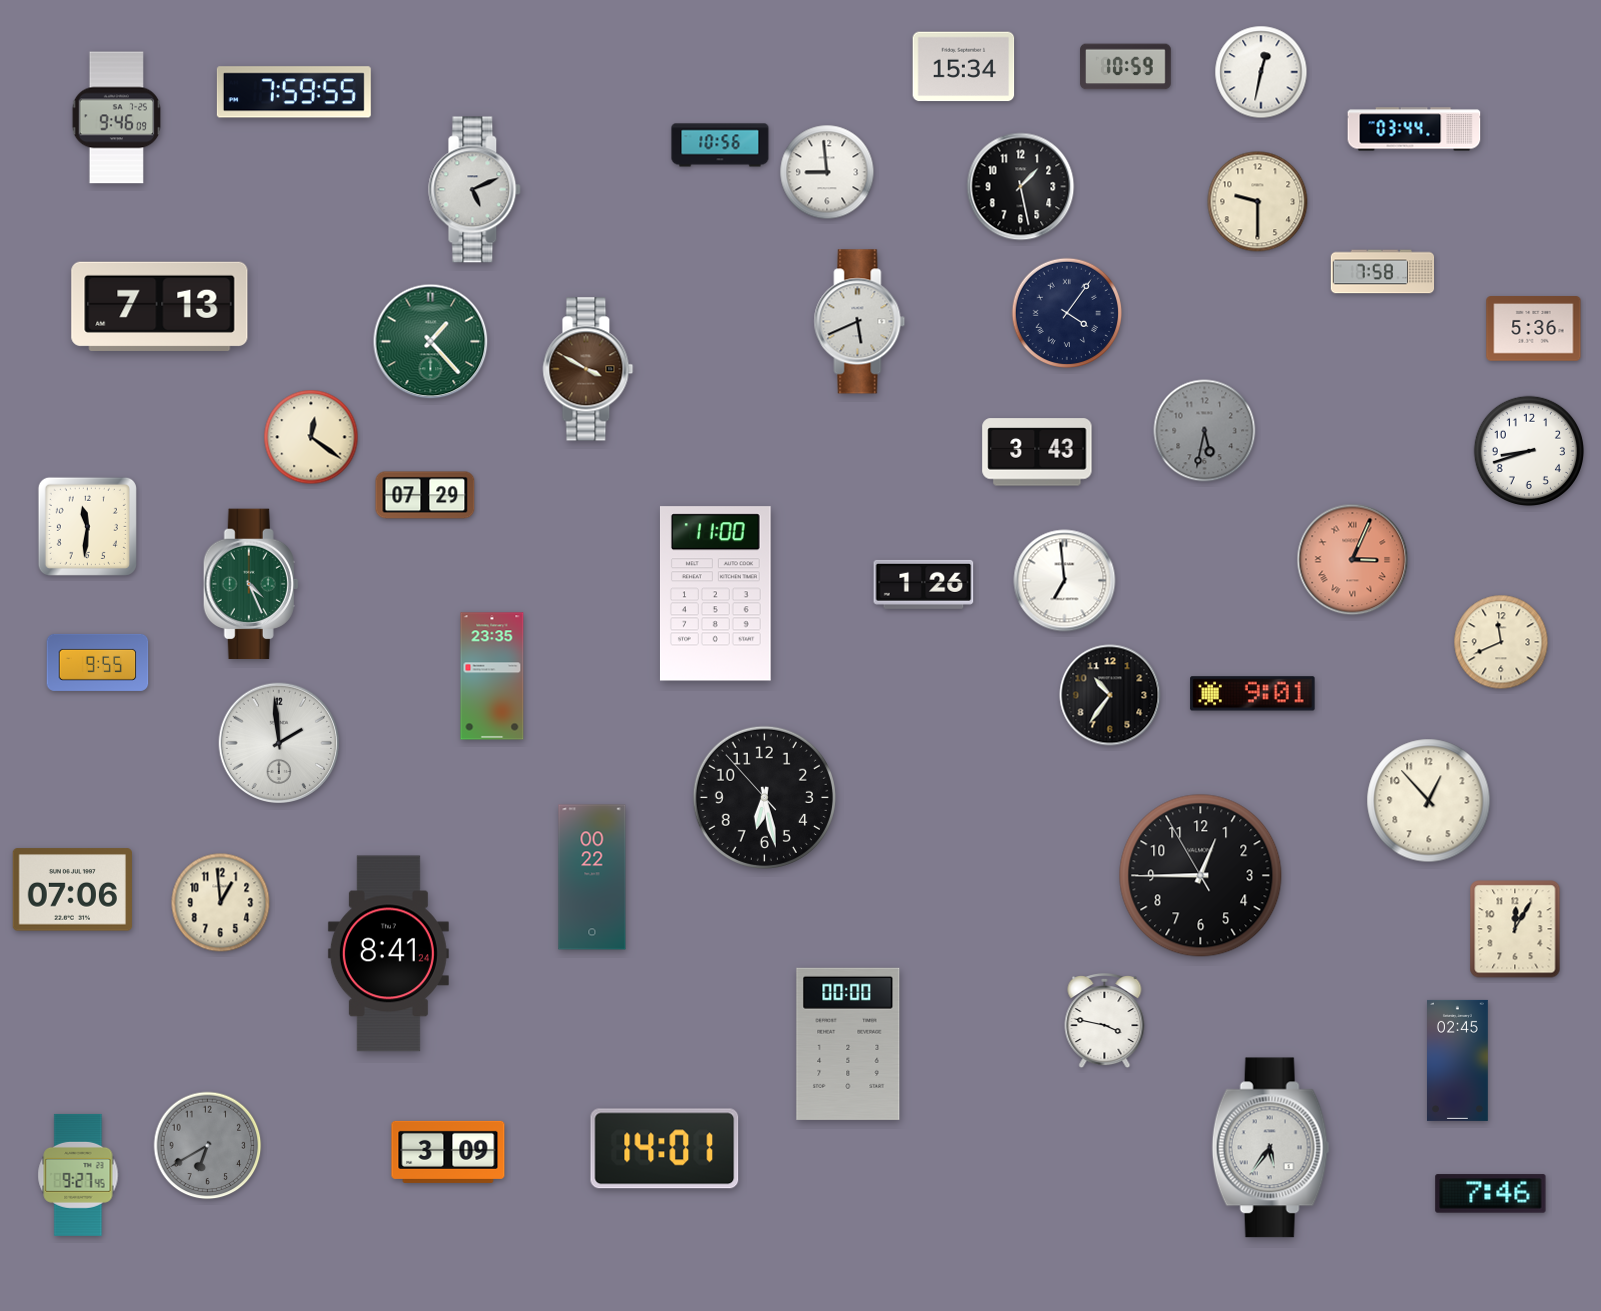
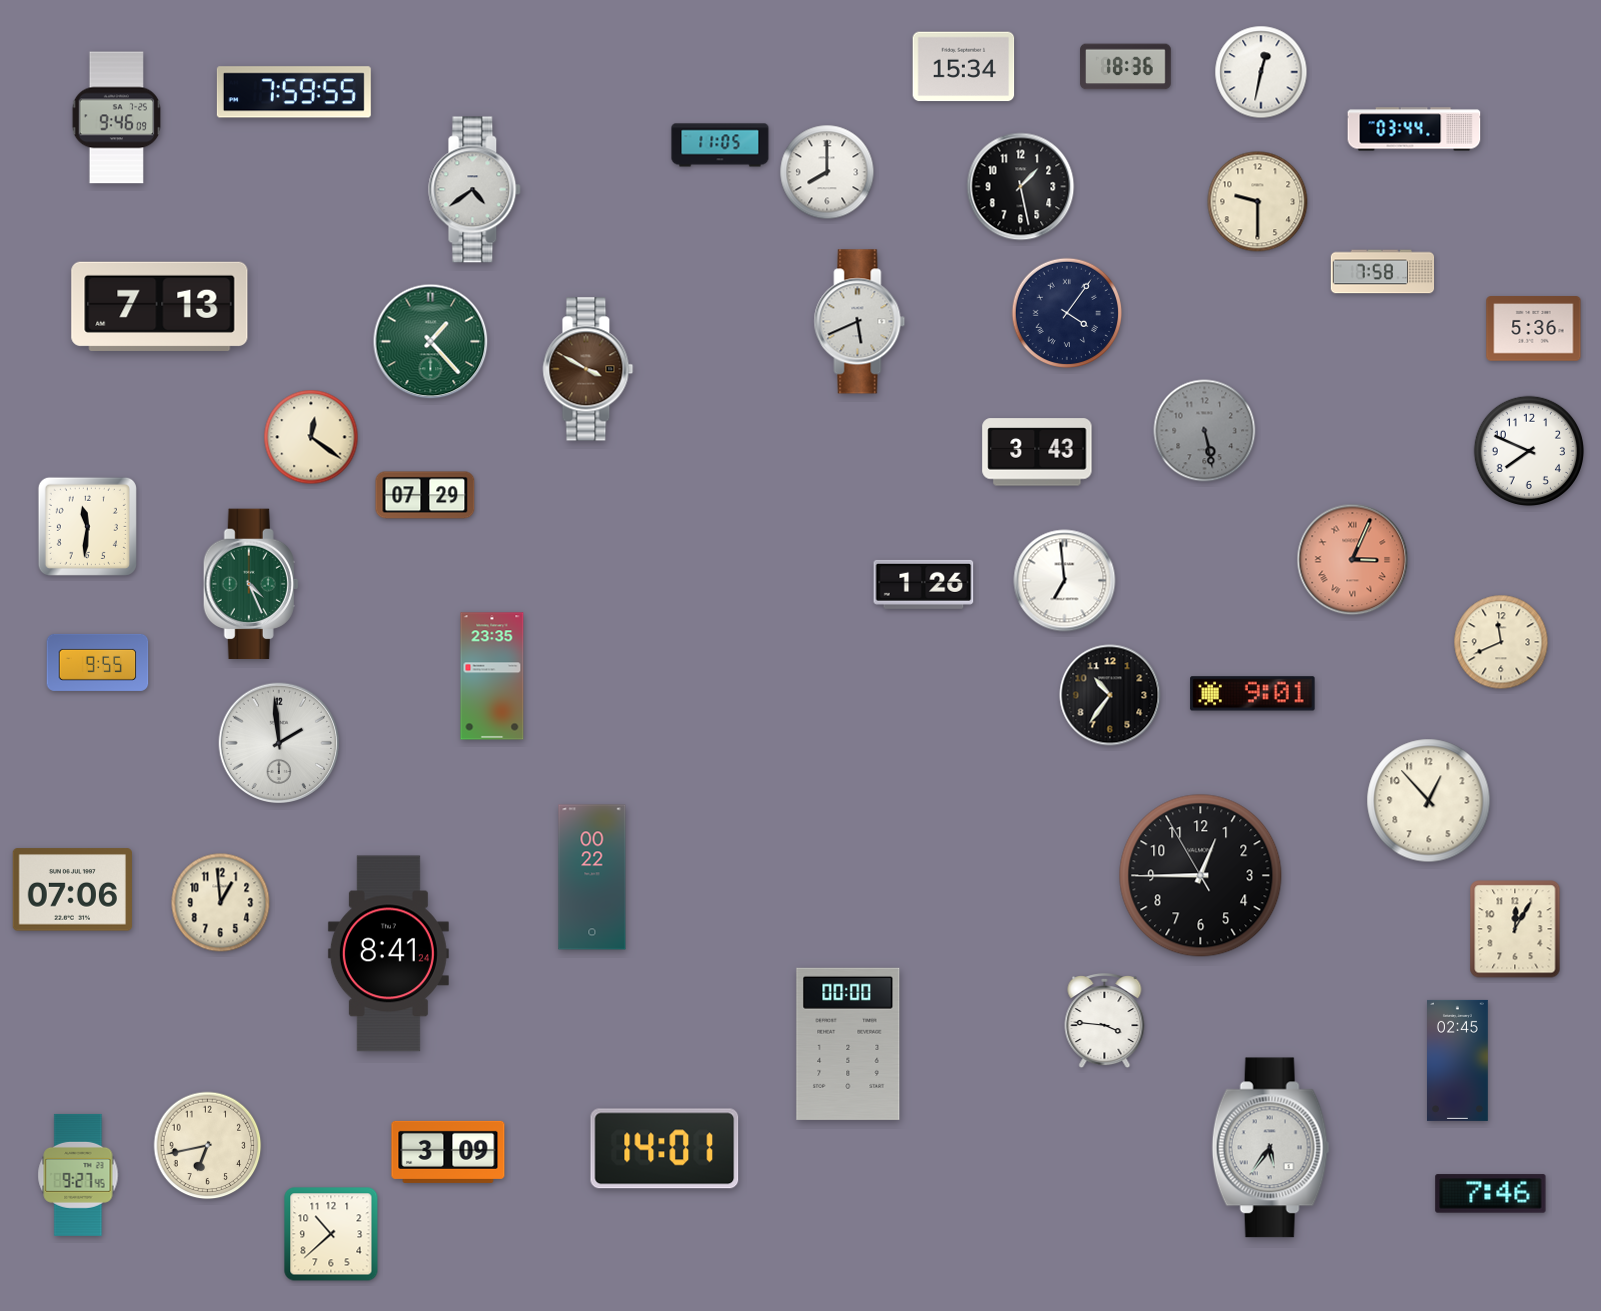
clock at (1126, 67): 10:59 -> 18:36
clock at (720, 145): 10:56 -> 11:05
clock at (827, 172): 8:59 -> 8:00
clock at (475, 190): 5:11 -> 4:39
clock at (1205, 431): 5:32 -> 5:28
clock at (1528, 450): 8:42 -> 7:49
clock at (715, 594): 11:00 -> none
clock at (764, 797): 6:27 -> none
clock at (1105, 1022): 3:47 -> 3:46
clock at (208, 1146): 6:40 -> 6:43
clock at (208, 1146) dial: grey -> cream
clock at (331, 1234): none -> 10:38
